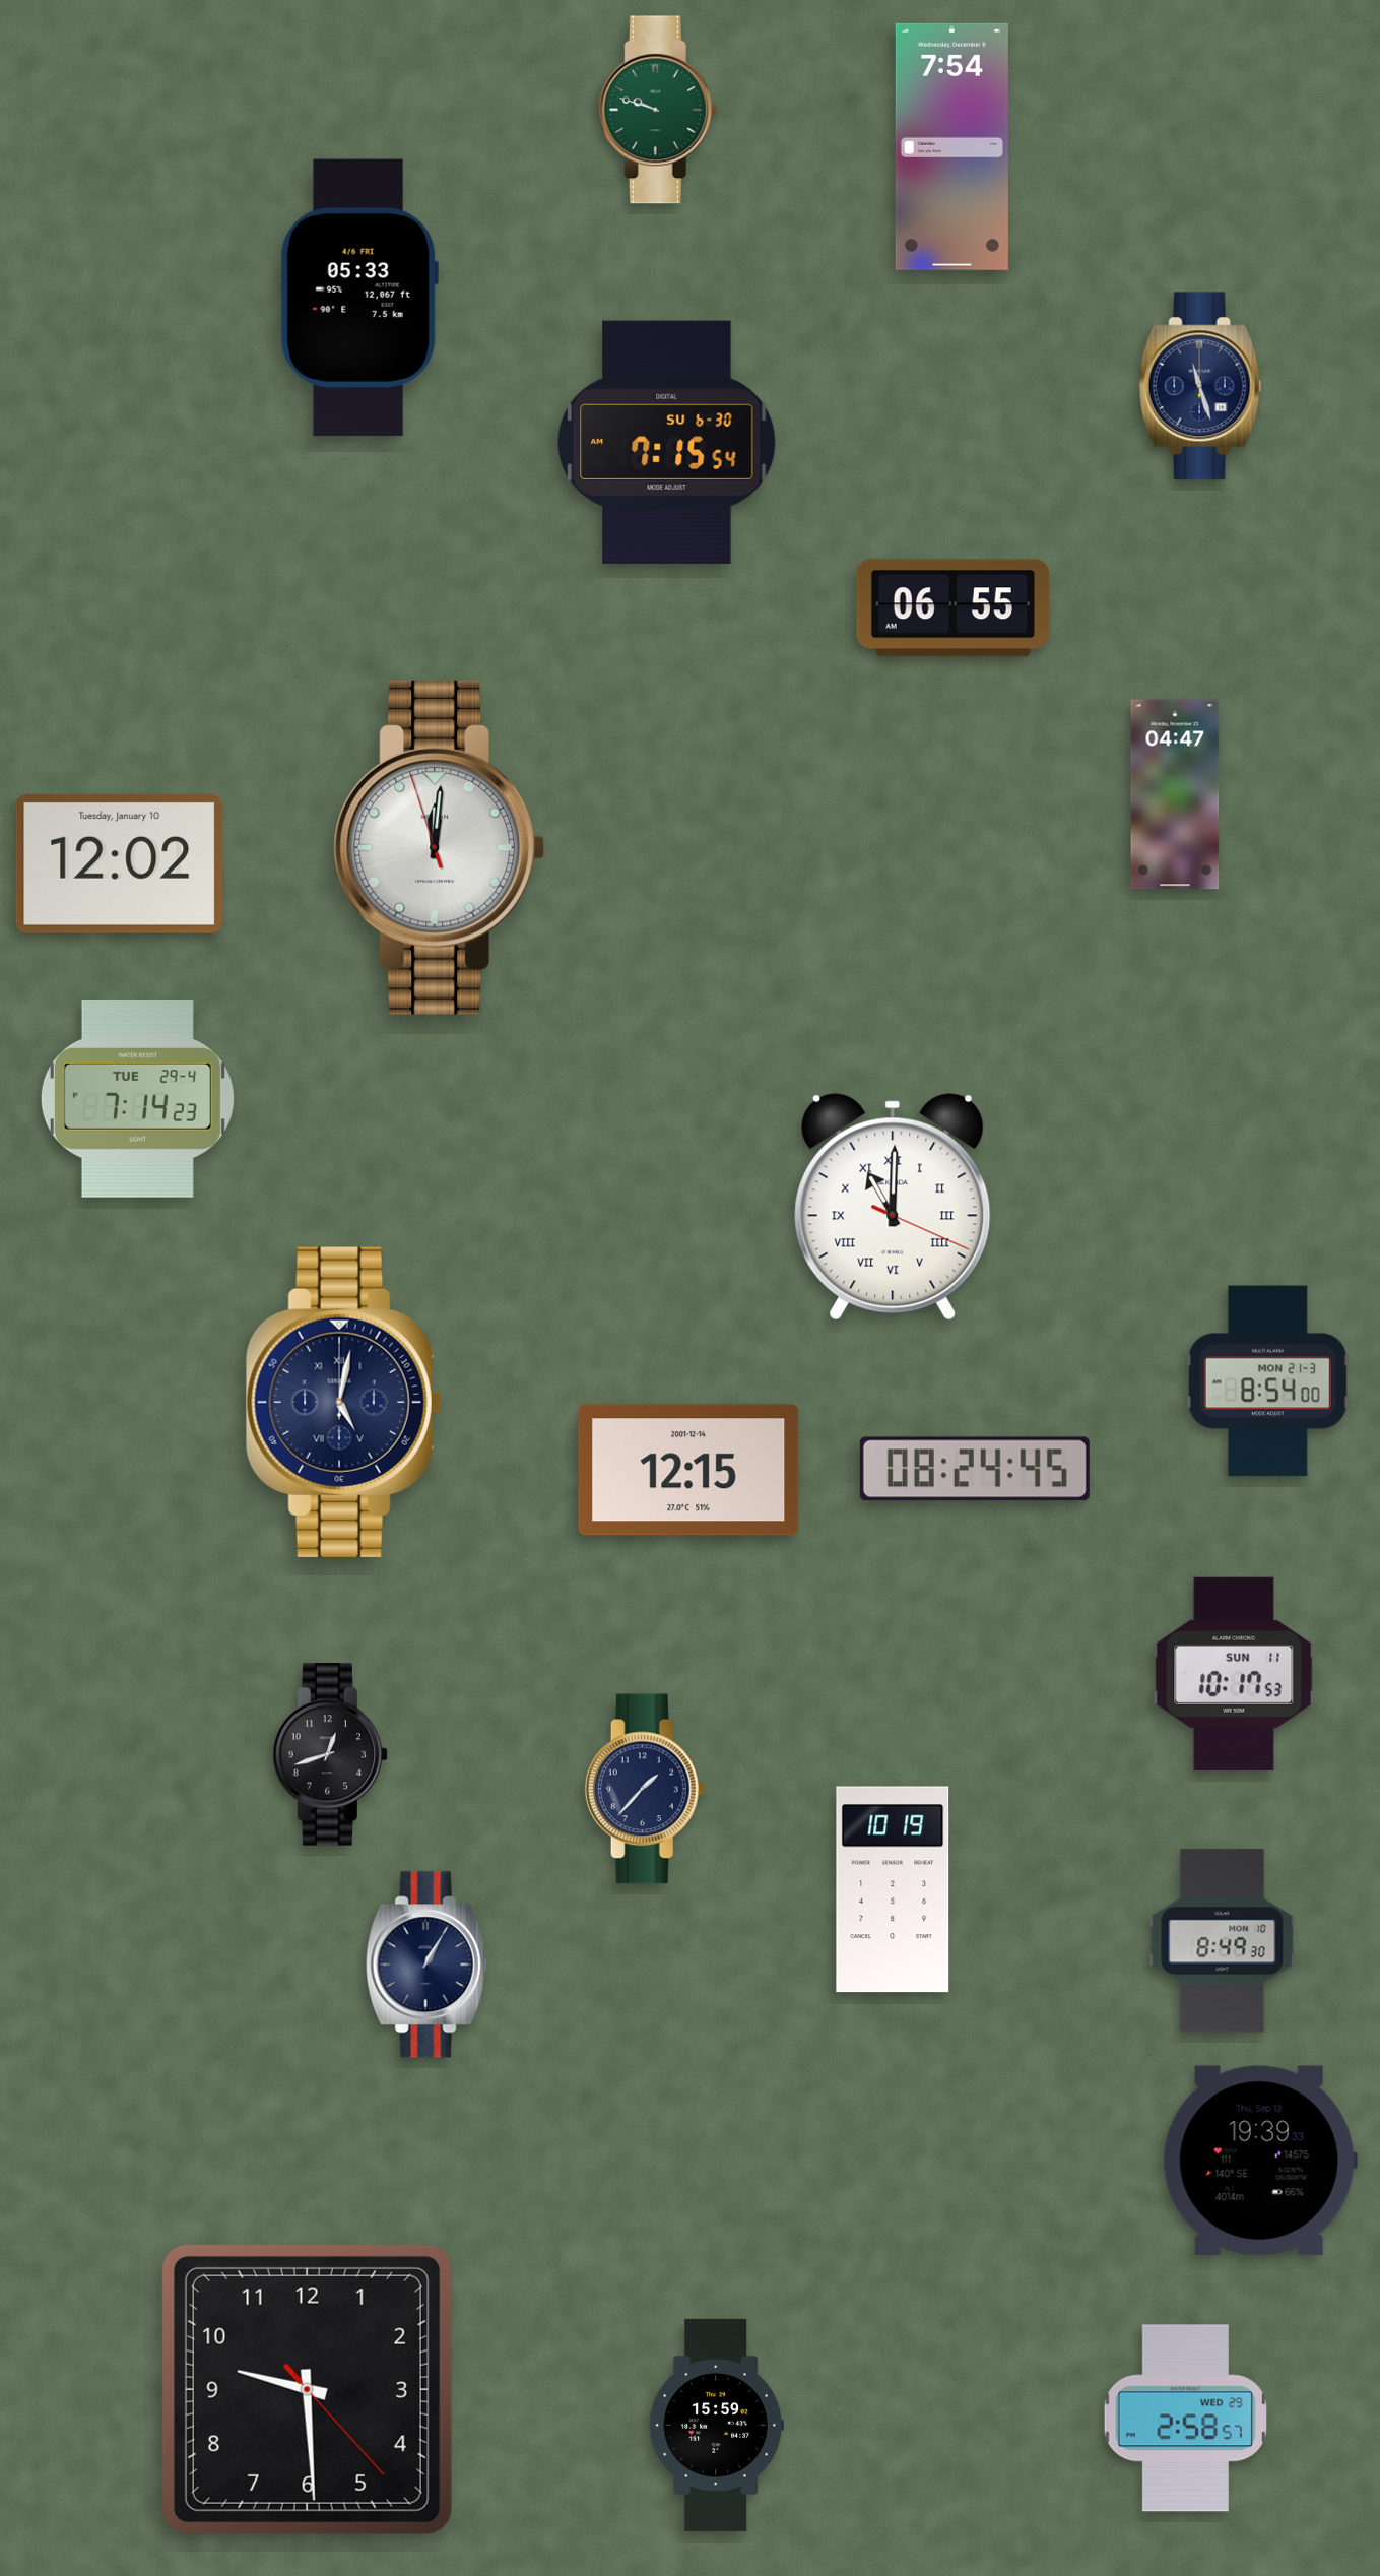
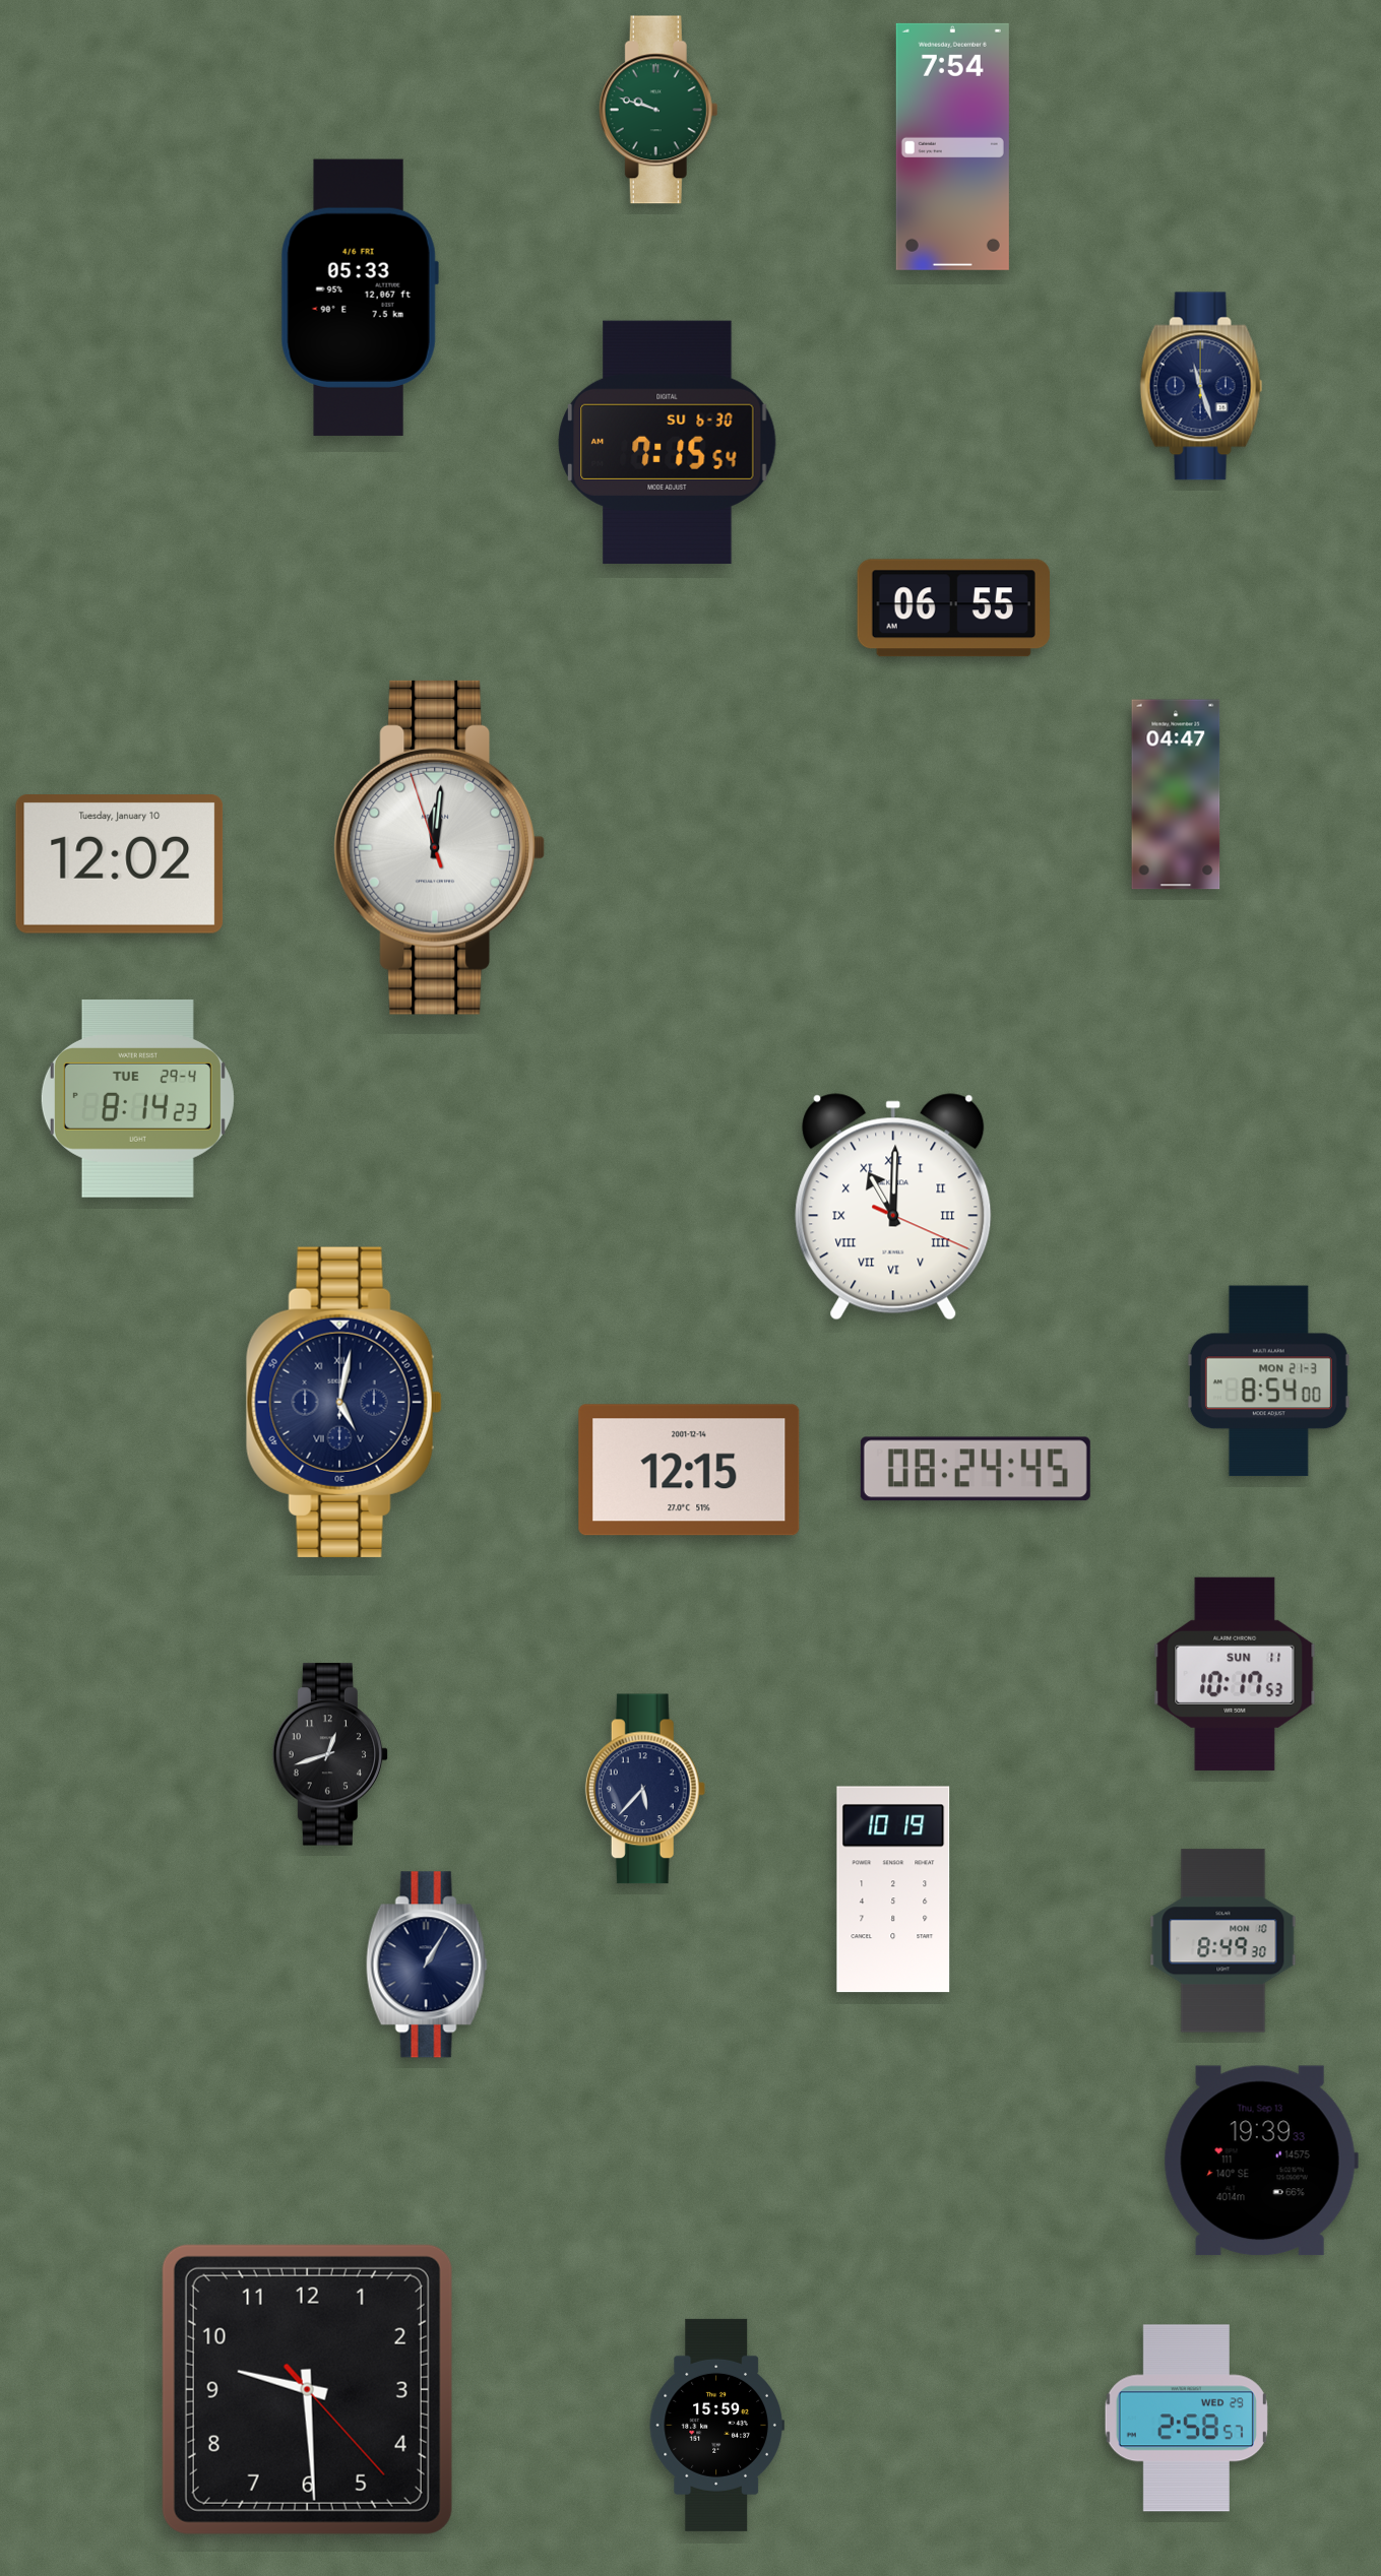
clock at (137, 1098): 7:14 -> 8:14
clock at (645, 1789): 1:37 -> 5:37
